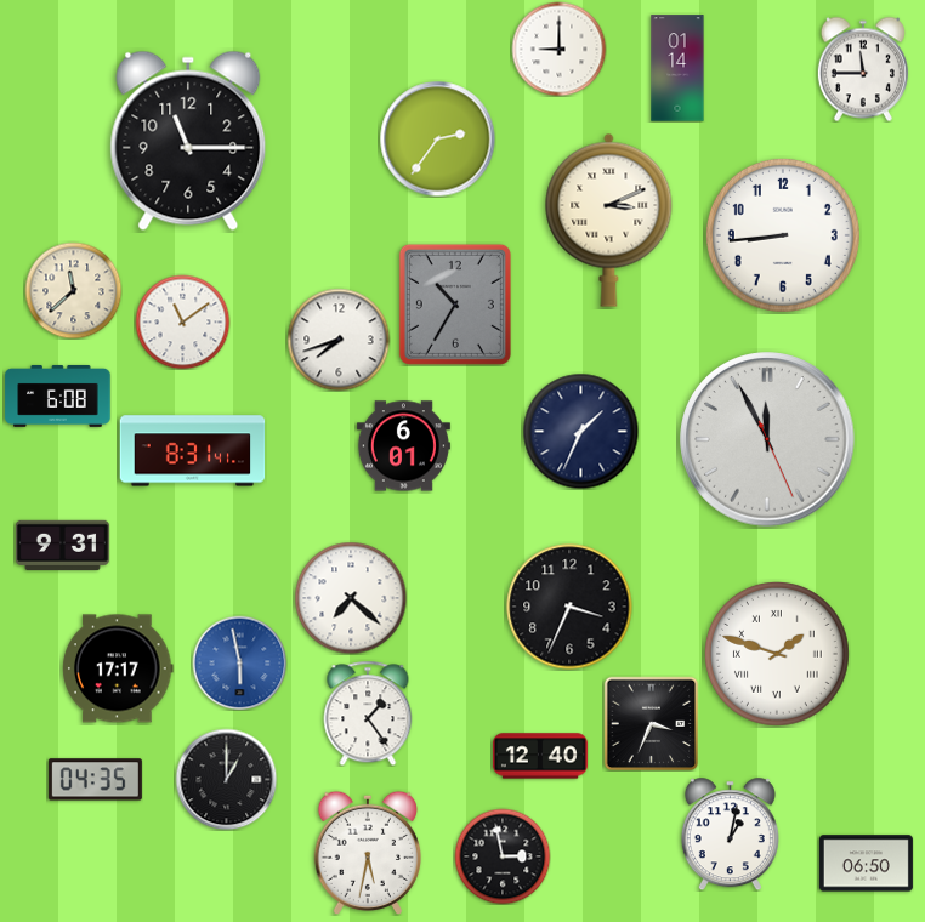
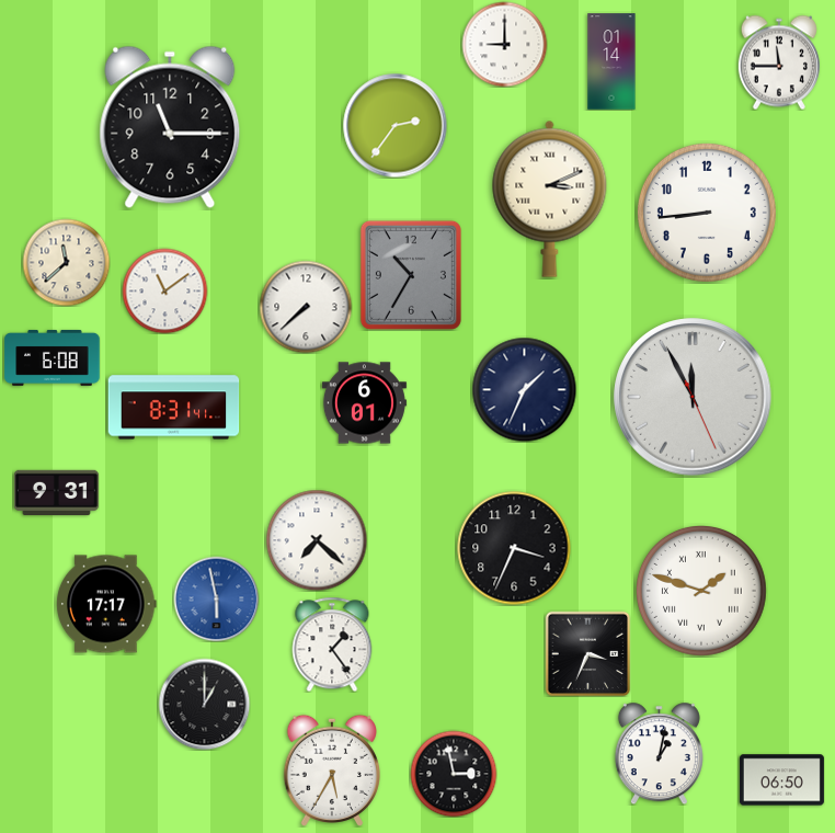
clock at (339, 340): 7:42 -> 7:38
clock at (540, 756): 12:40 -> none
clock at (95, 780): 04:35 -> none
clock at (367, 852): 5:32 -> 5:35
